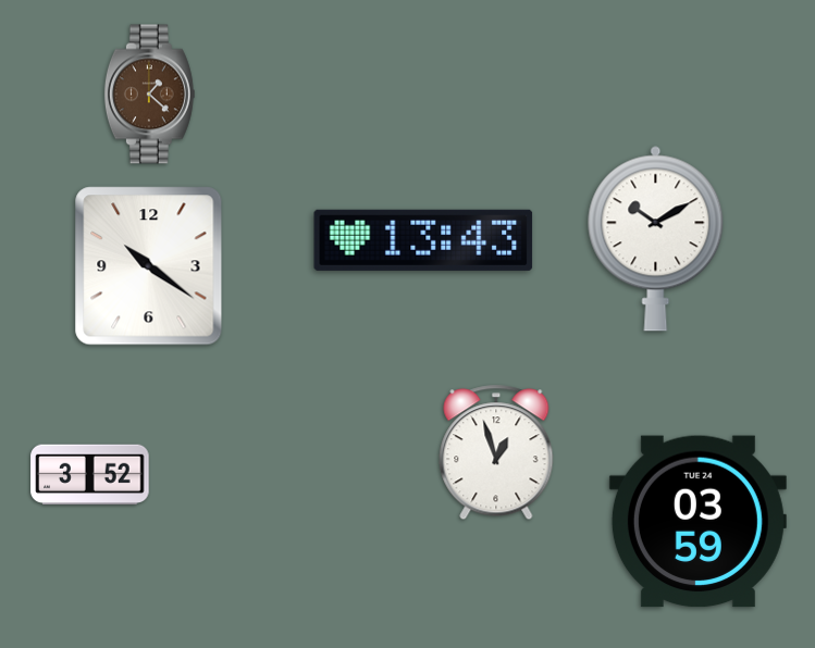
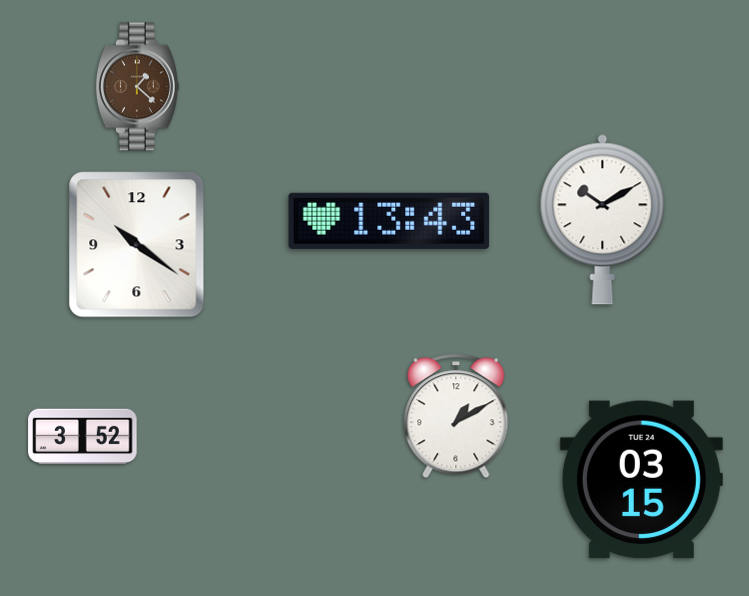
clock at (496, 452): 12:57 -> 1:10
clock at (697, 522): 03:59 -> 03:15
